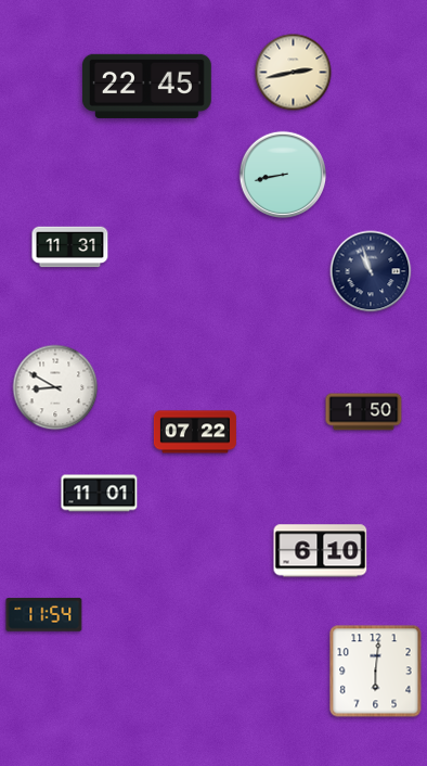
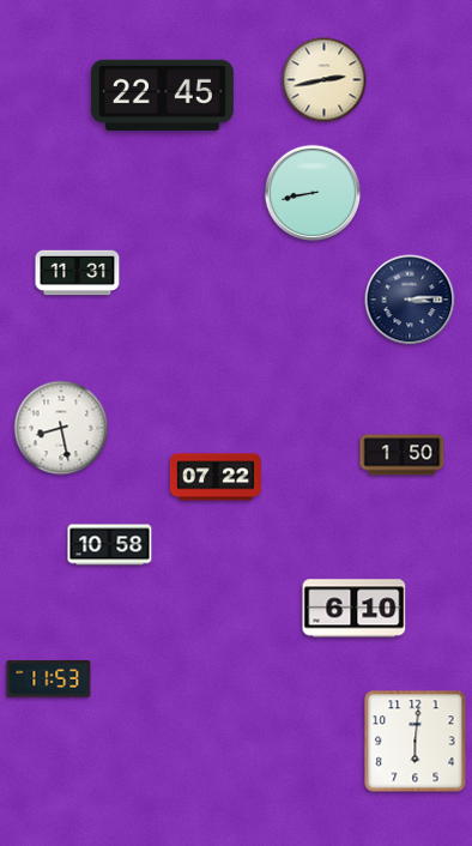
clock at (371, 271): 10:57 -> 3:14
clock at (55, 387): 8:50 -> 8:28
clock at (100, 494): 11:01 -> 10:58
clock at (44, 615): 11:54 -> 11:53
